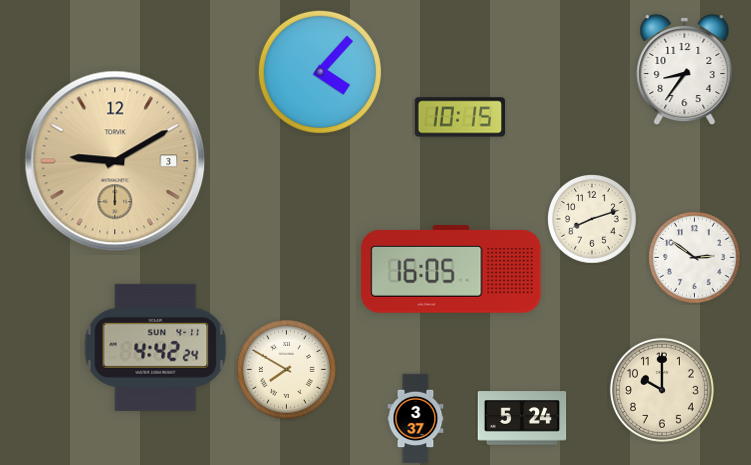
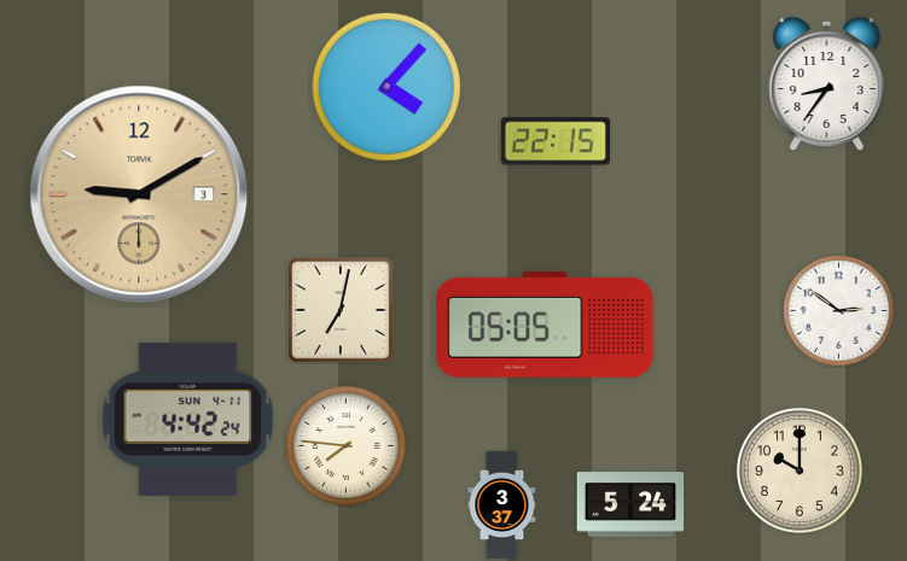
clock at (459, 117): 10:15 -> 22:15
clock at (593, 220): 8:12 -> none
clock at (341, 310): none -> 7:02
clock at (451, 270): 16:05 -> 05:05
clock at (286, 369): 7:50 -> 7:46
